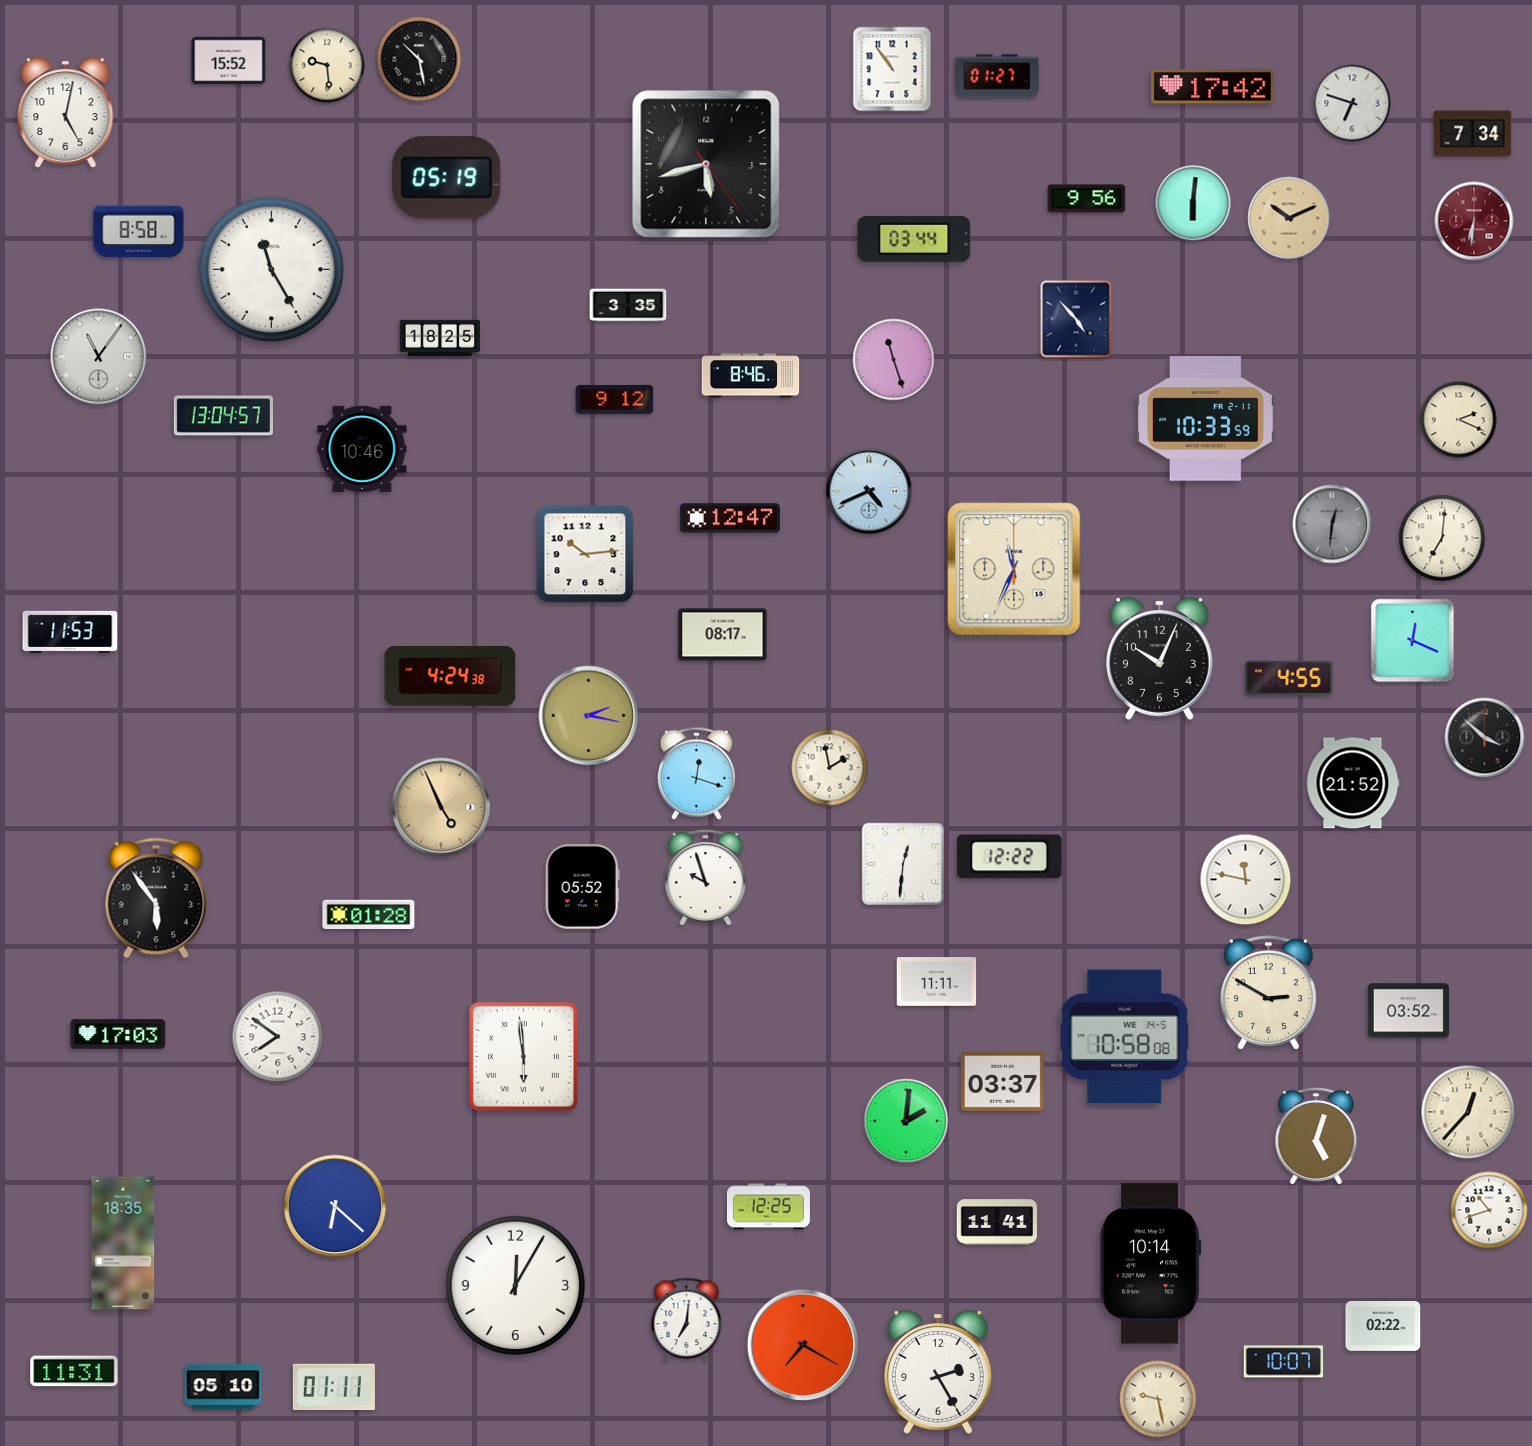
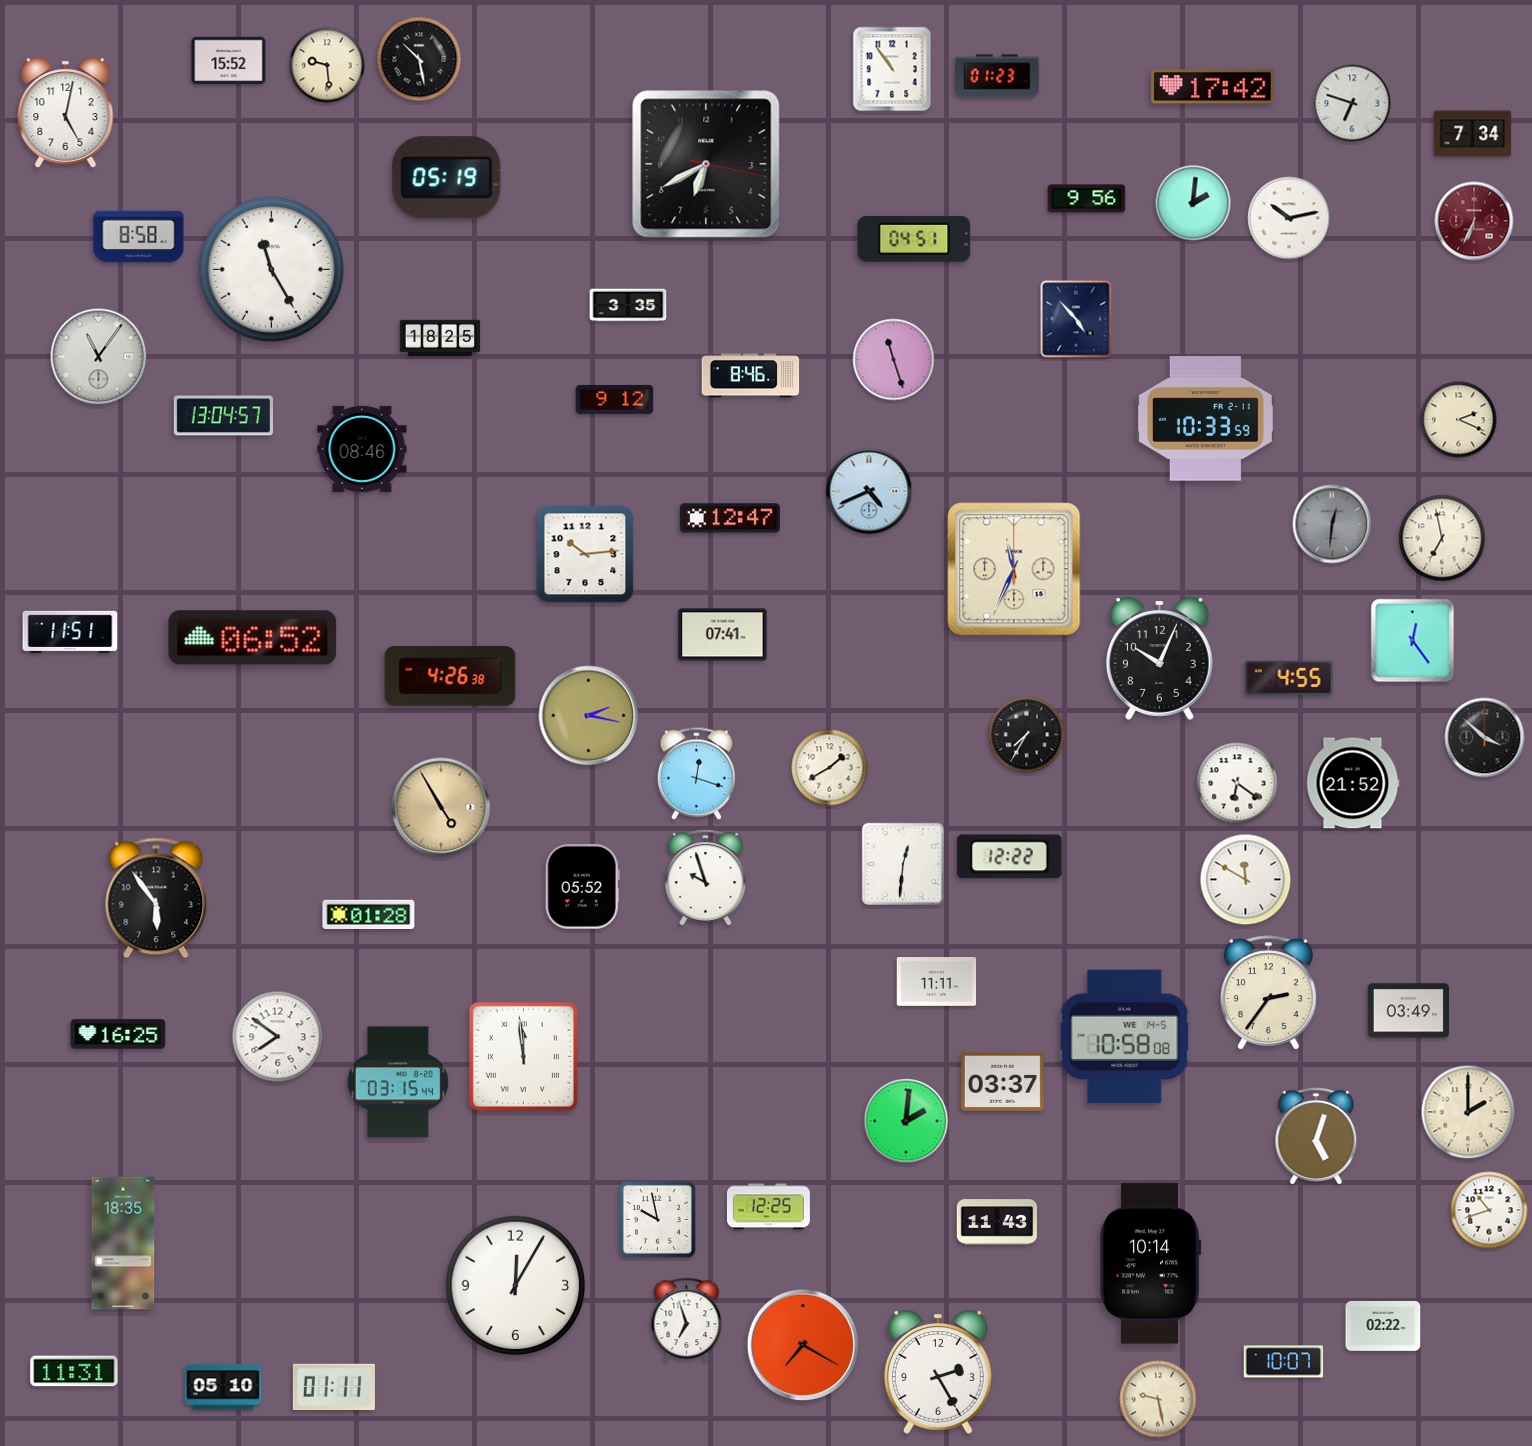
clock at (998, 76): 01:27 -> 01:23
clock at (706, 164): 5:42 -> 6:40
clock at (1193, 203): 6:01 -> 2:01
clock at (1289, 218): 10:11 -> 10:13
clock at (1289, 218) dial: champagne -> white
clock at (1474, 221): 6:31 -> 6:34
clock at (139, 232) position: (139, 232) -> (139, 237)
clock at (914, 239): 03:44 -> 04:51
clock at (362, 449): 10:46 -> 08:46
clock at (1442, 538): 7:01 -> 6:58
clock at (70, 632): 11:53 -> 11:51
clock at (723, 635): 08:17 -> 07:41
clock at (253, 638): none -> 06:52
clock at (1413, 641): 12:19 -> 12:24
clock at (450, 676): 4:24 -> 4:26
clock at (1027, 735): none -> 7:35
clock at (830, 768): 1:58 -> 1:40
clock at (1237, 783): none -> 6:21
clock at (441, 807): 4:56 -> 4:55
clock at (1246, 880): 11:47 -> 11:50
clock at (1268, 993): 2:50 -> 2:36
clock at (1408, 1011): 03:52 -> 03:49
clock at (118, 1034): 17:03 -> 16:25
clock at (523, 1056): 5:59 -> 11:59
clock at (398, 1082): none -> 03:15
clock at (1468, 1112): 12:37 -> 2:00
clock at (335, 1206): 6:22 -> none
clock at (657, 1219): none -> 9:58
clock at (996, 1222): 11:41 -> 11:43
clock at (687, 1320): 7:01 -> 6:57
